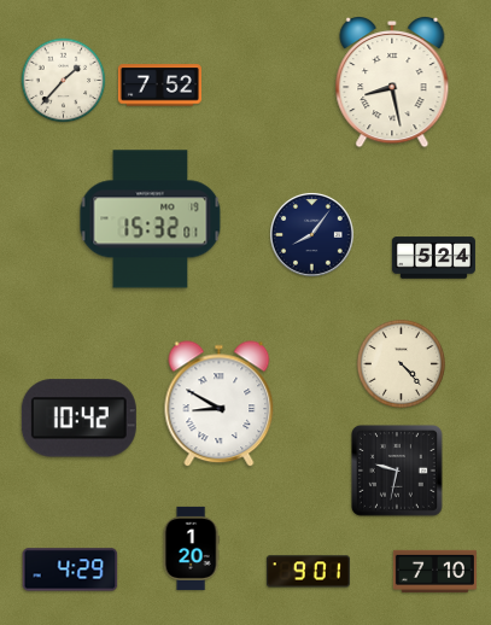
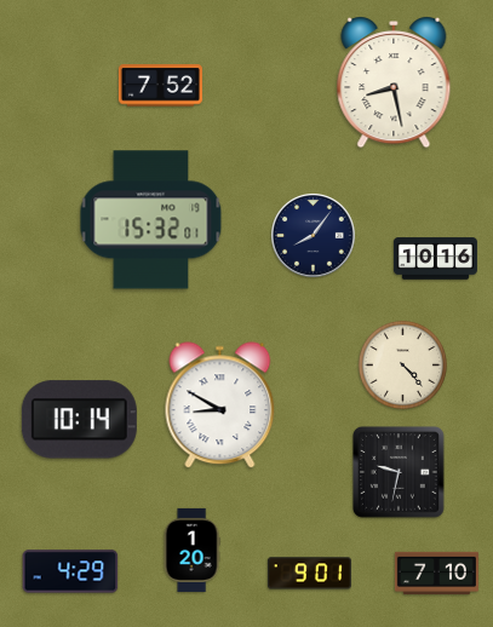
clock at (64, 81): 1:37 -> none
clock at (433, 258): 5:24 -> 10:16
clock at (78, 419): 10:42 -> 10:14
